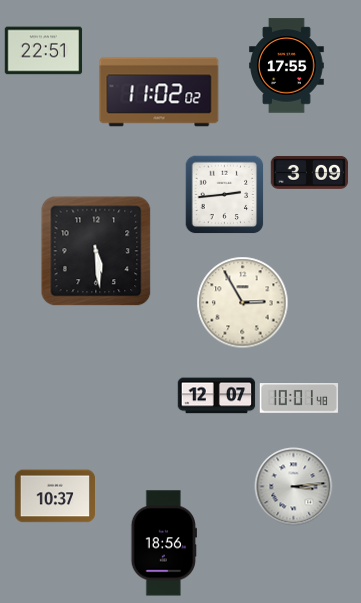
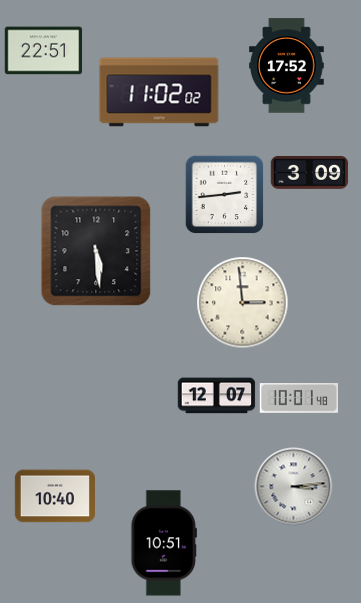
clock at (287, 66): 17:55 -> 17:52
clock at (242, 302): 2:55 -> 2:59
clock at (54, 496): 10:37 -> 10:40
clock at (164, 543): 18:56 -> 10:51
